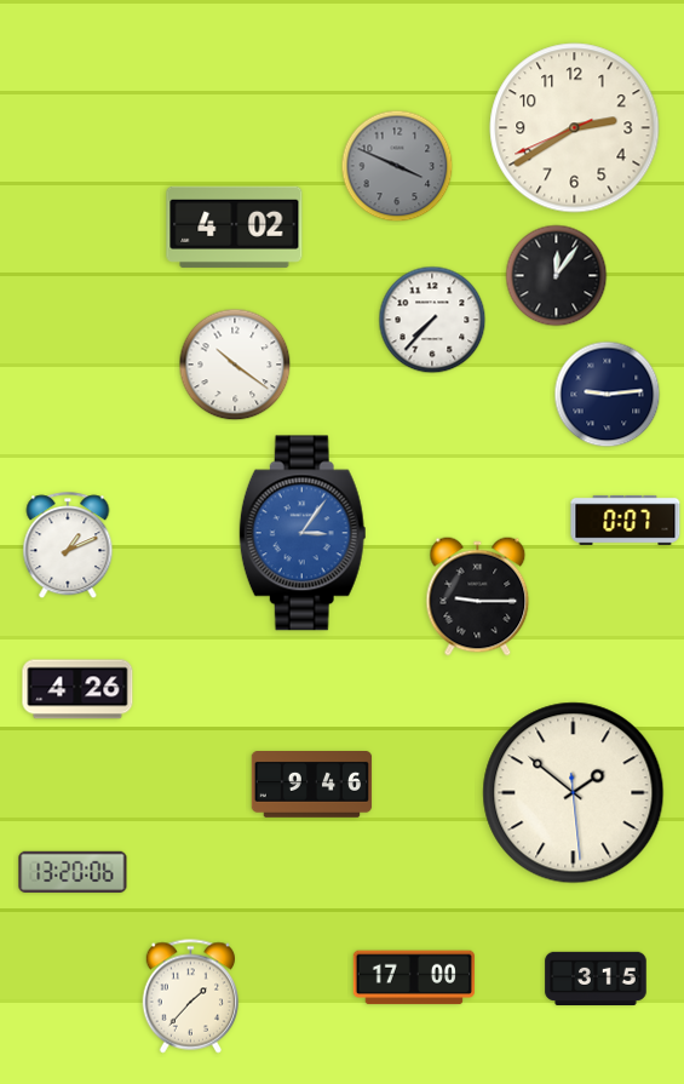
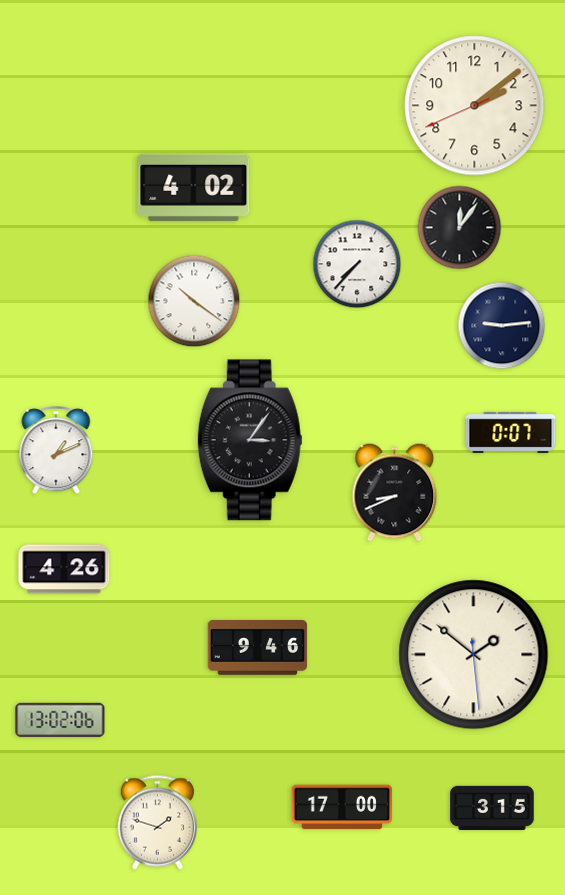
clock at (575, 128): 2:39 -> 2:08
clock at (397, 166): 3:49 -> none
clock at (626, 520) position: (626, 520) -> (511, 432)
clock at (303, 533) dial: blue -> black
clock at (478, 597): 9:15 -> 8:41
clock at (73, 871): 13:20 -> 13:02
clock at (190, 997): 1:37 -> 1:48
